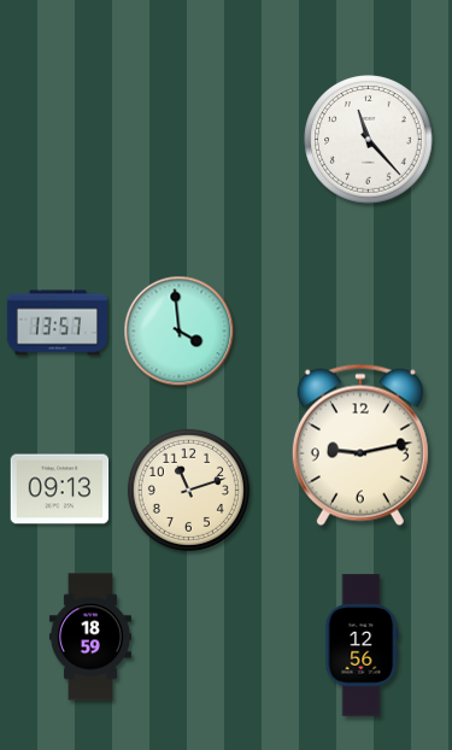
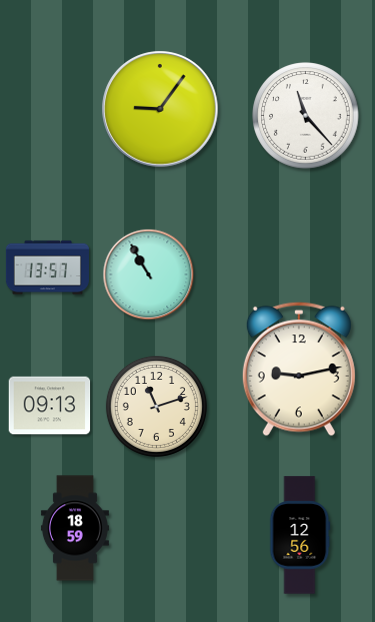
clock at (160, 109): none -> 9:06
clock at (180, 332): 3:59 -> 10:55
